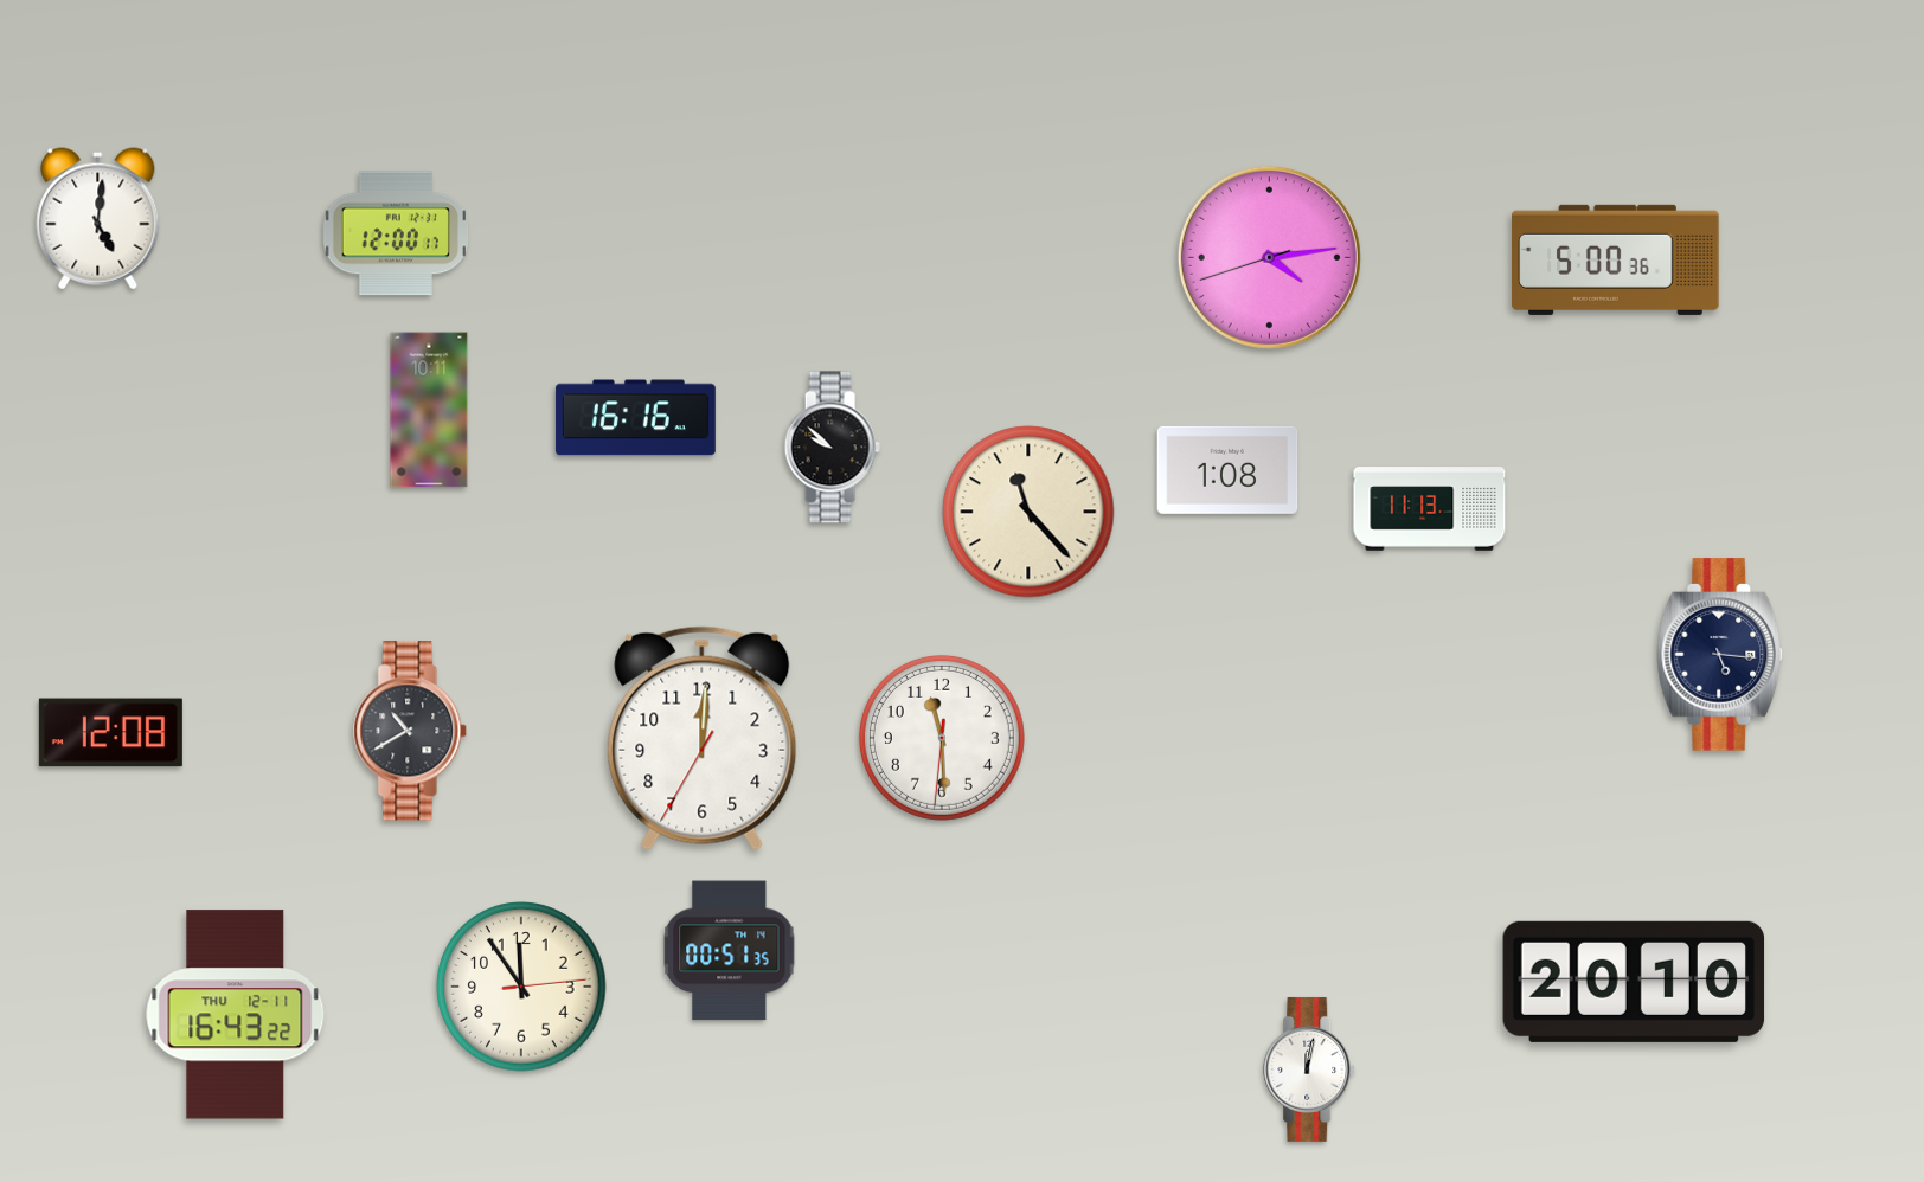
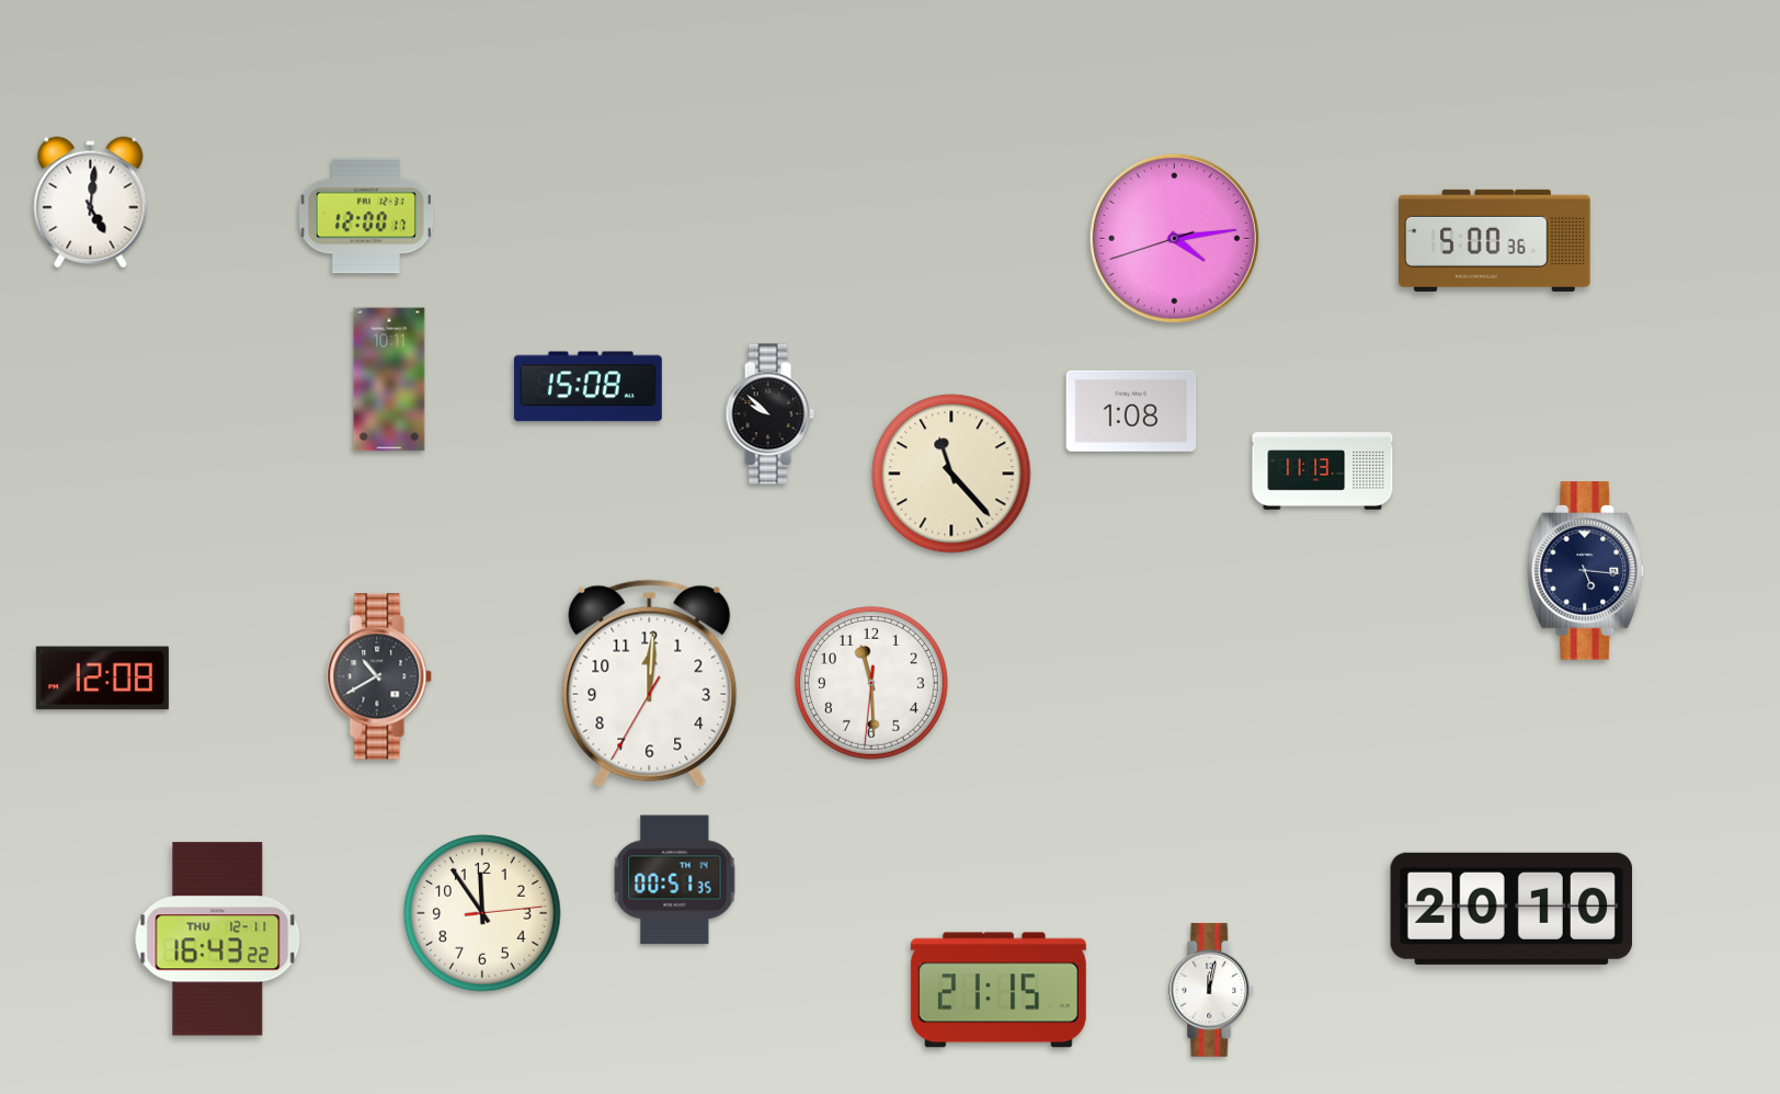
clock at (429, 410) position: (429, 410) -> (389, 379)
clock at (635, 418): 16:16 -> 15:08
clock at (1227, 470) position: (1227, 470) -> (1131, 411)
clock at (1720, 655) position: (1720, 655) -> (1586, 571)
clock at (999, 990): none -> 21:15
